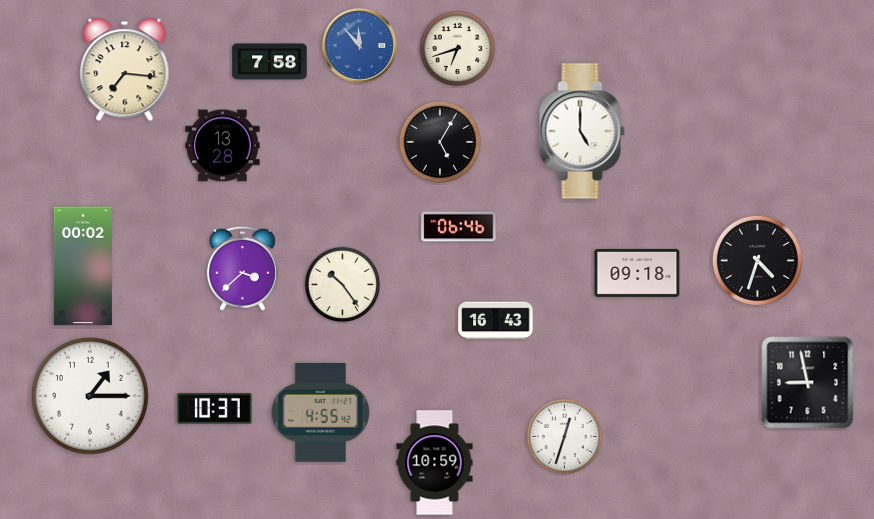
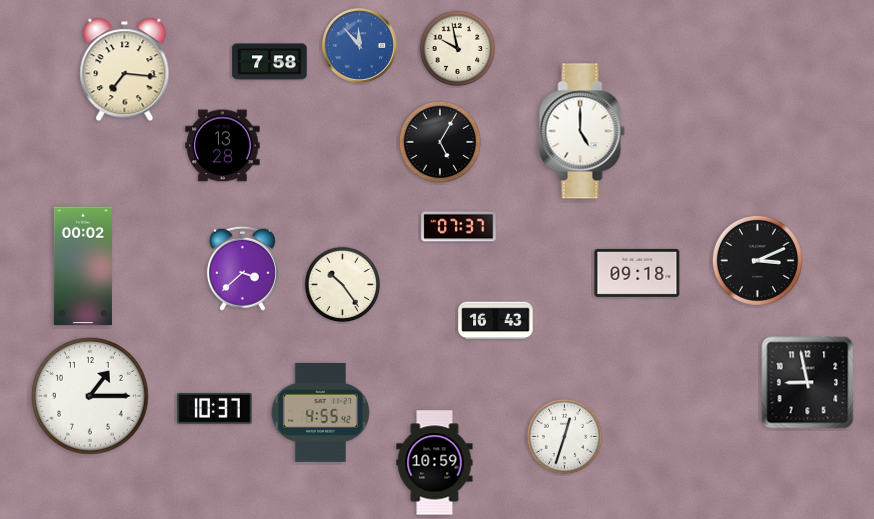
clock at (458, 49): 6:42 -> 9:58
clock at (459, 227): 06:46 -> 07:37
clock at (757, 260): 4:33 -> 3:11
